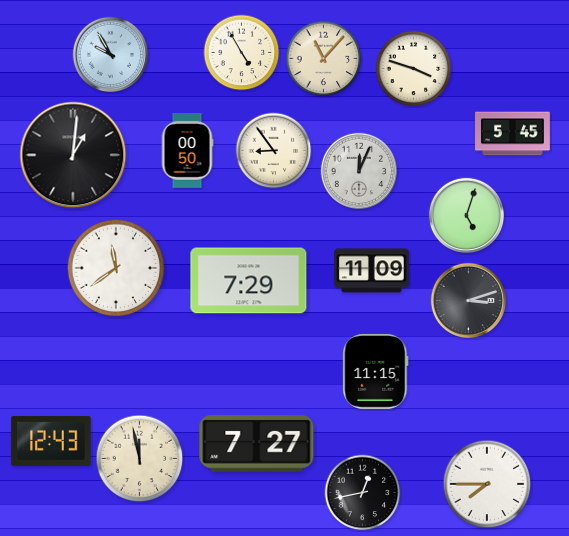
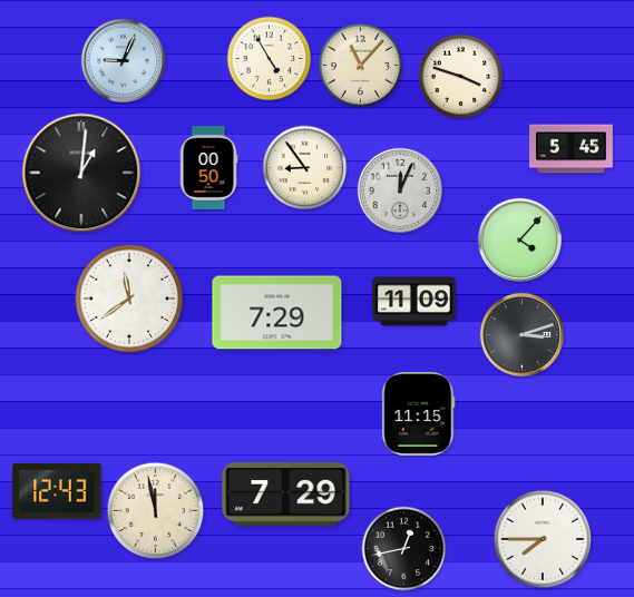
clock at (110, 54): 9:55 -> 9:04
clock at (466, 215): 5:03 -> 4:07
clock at (257, 444): 7:27 -> 7:29
